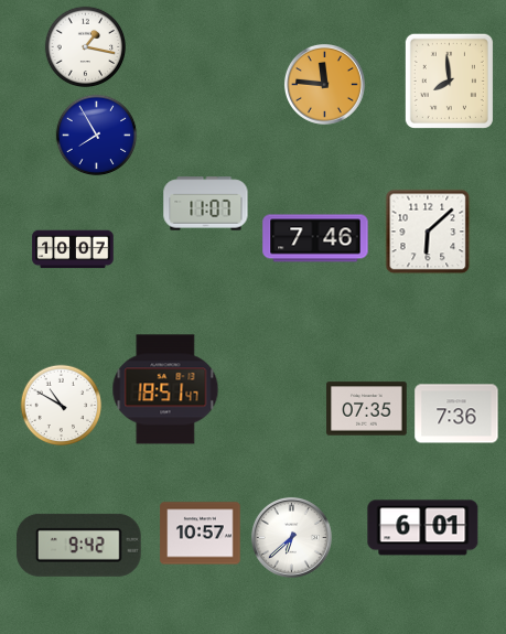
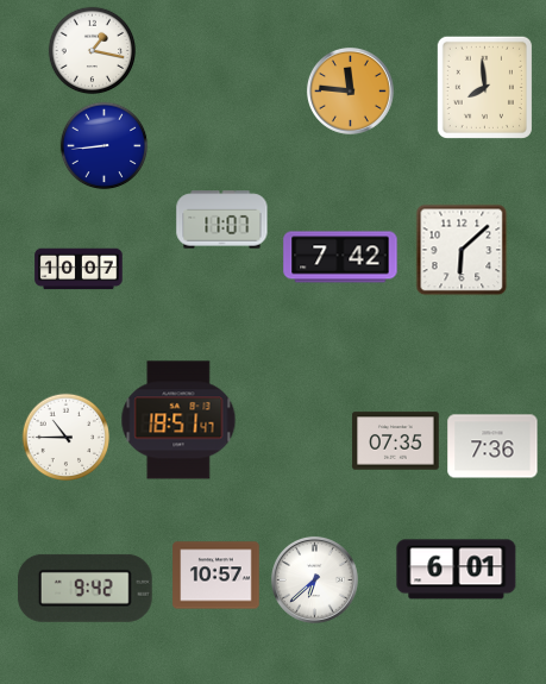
clock at (97, 136): 7:55 -> 8:44
clock at (315, 238): 7:46 -> 7:42
clock at (62, 406): 10:50 -> 10:45
